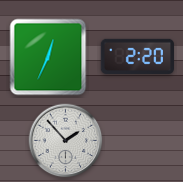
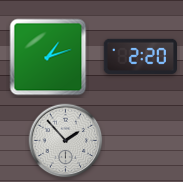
clock at (137, 56) position: (137, 56) -> (140, 56)
clock at (48, 57): 12:34 -> 1:12
